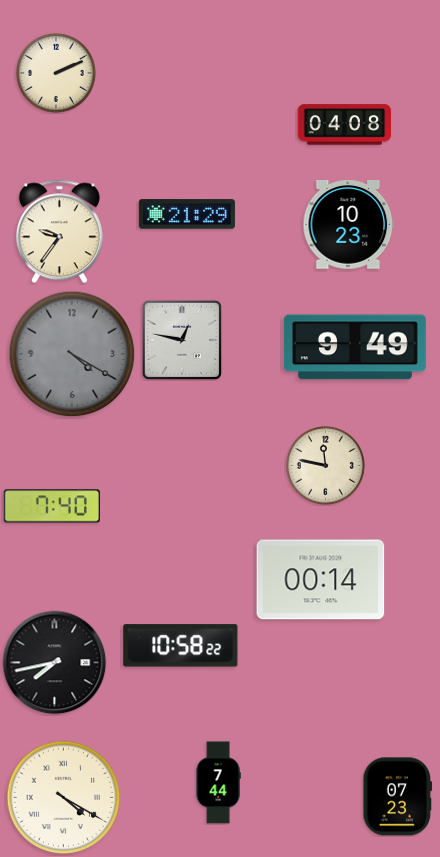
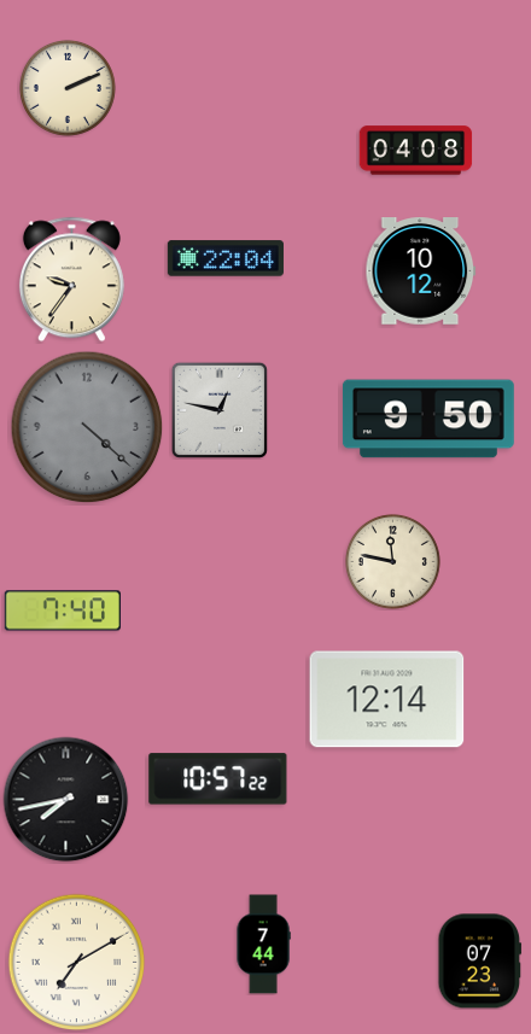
clock at (187, 214): 21:29 -> 22:04
clock at (349, 225): 10:23 -> 10:12
clock at (355, 347): 9:49 -> 9:50
clock at (72, 354): 4:20 -> 4:22
clock at (321, 580): 00:14 -> 12:14
clock at (181, 646): 10:58 -> 10:57
clock at (64, 798): 4:20 -> 7:10
